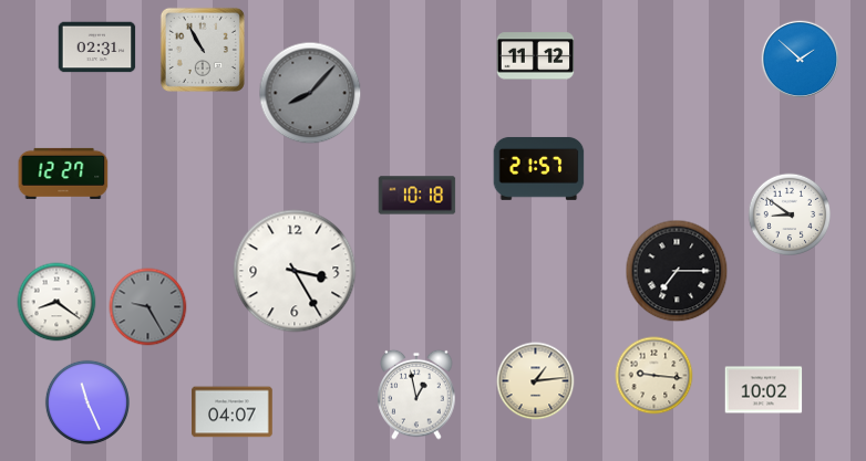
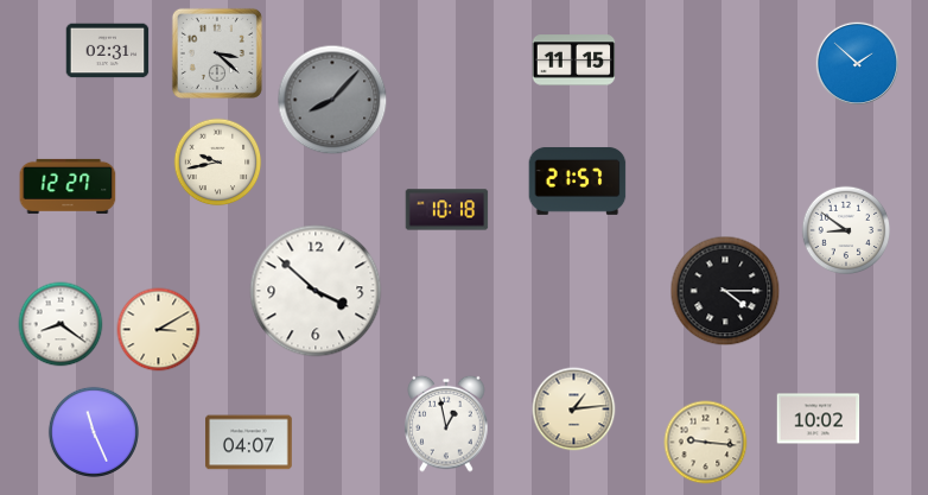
clock at (97, 48) position: (97, 48) -> (108, 51)
clock at (203, 50): 10:55 -> 3:22
clock at (536, 56): 11:12 -> 11:15
clock at (218, 163): none -> 9:43
clock at (295, 271): 3:25 -> 3:52
clock at (677, 271): 7:15 -> 4:15
clock at (148, 307): 9:25 -> 3:10
clock at (148, 307) dial: grey -> cream
clock at (654, 376) position: (654, 376) -> (706, 443)
